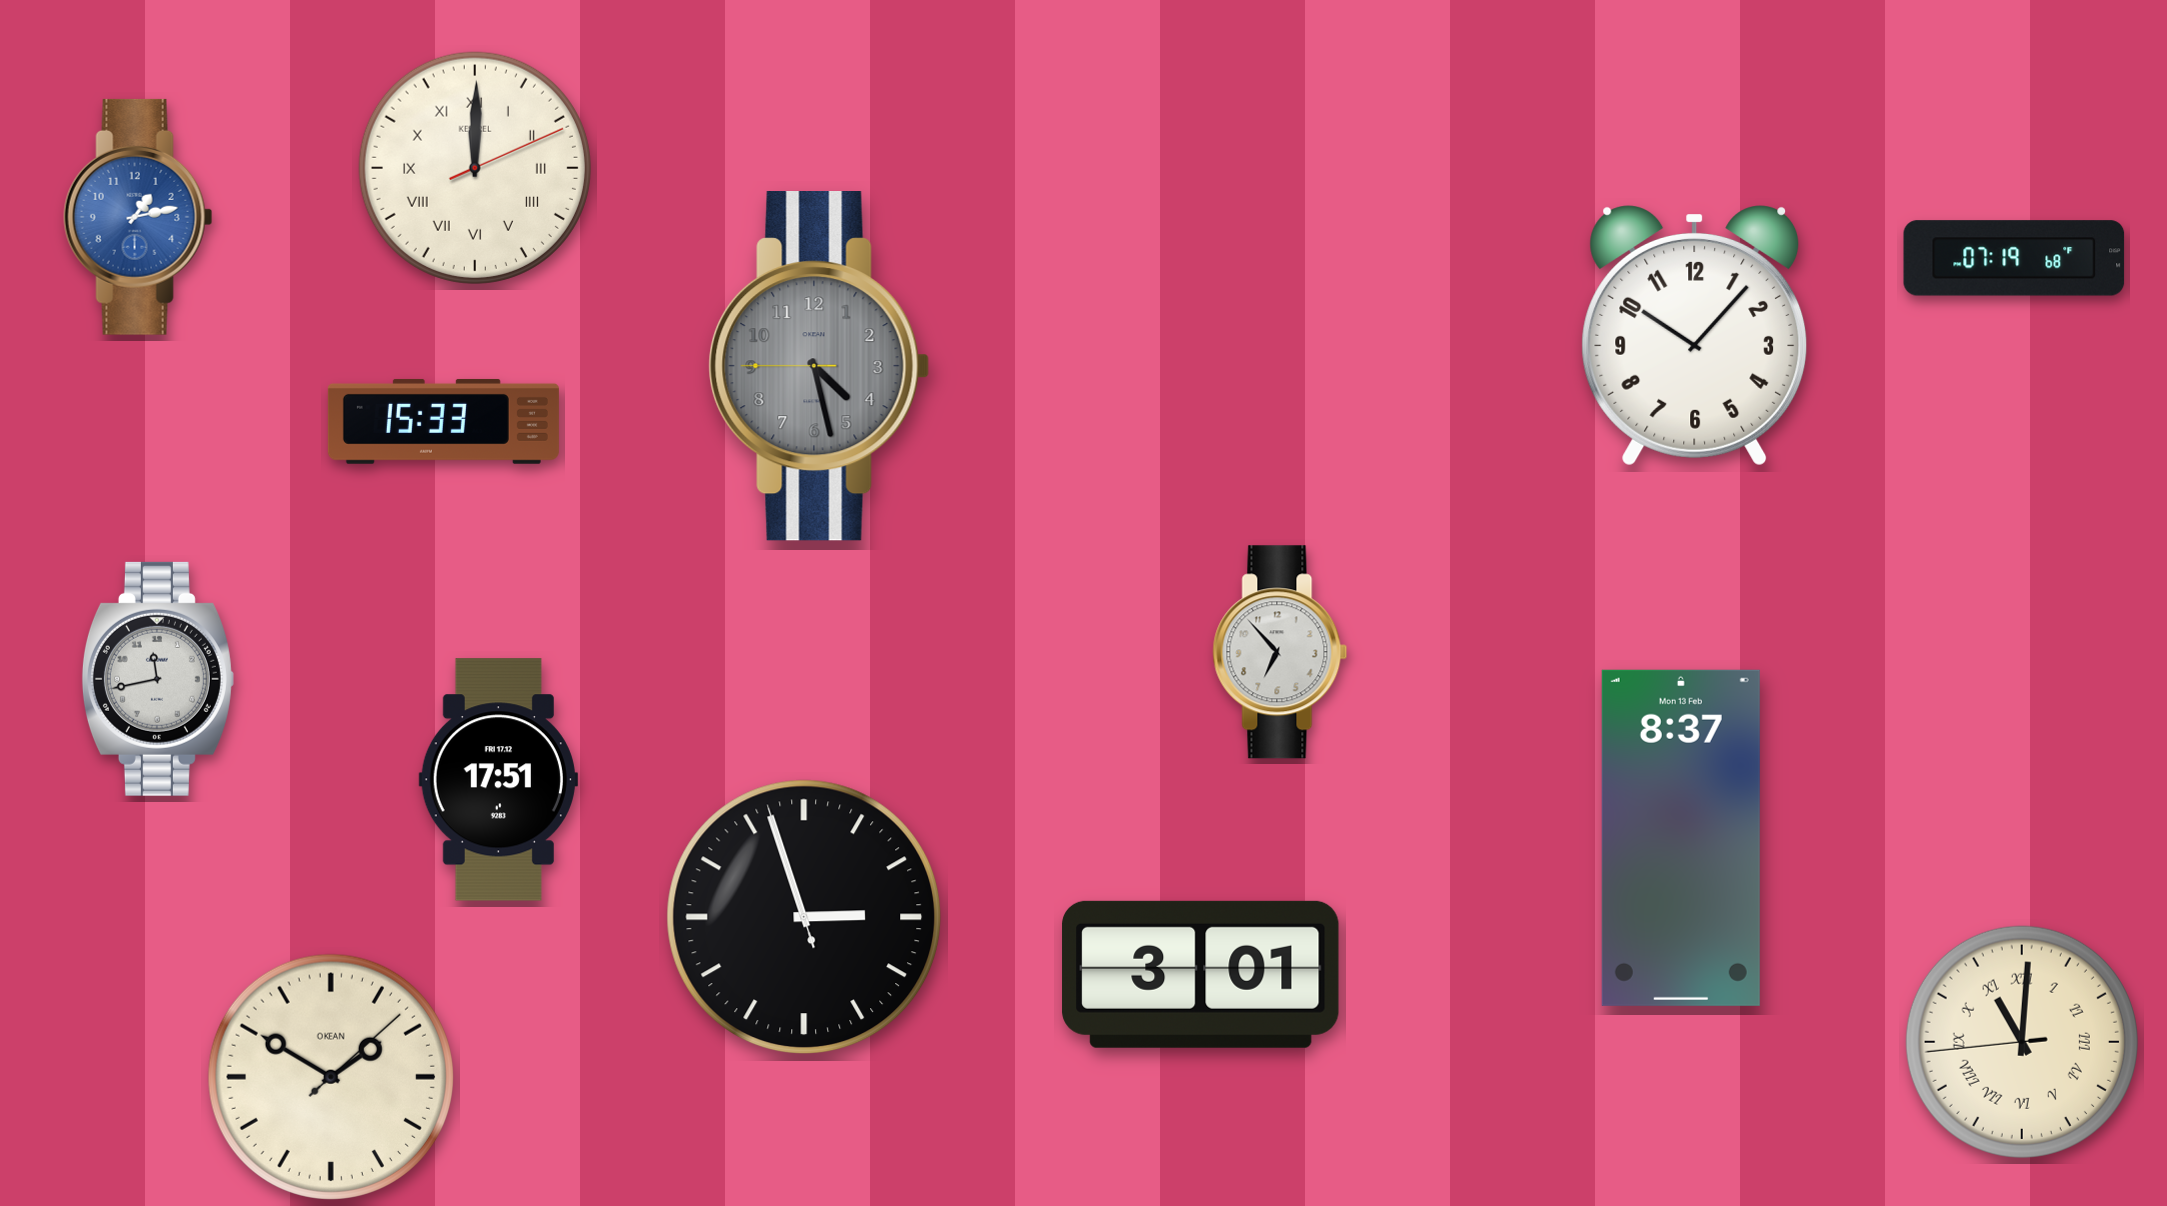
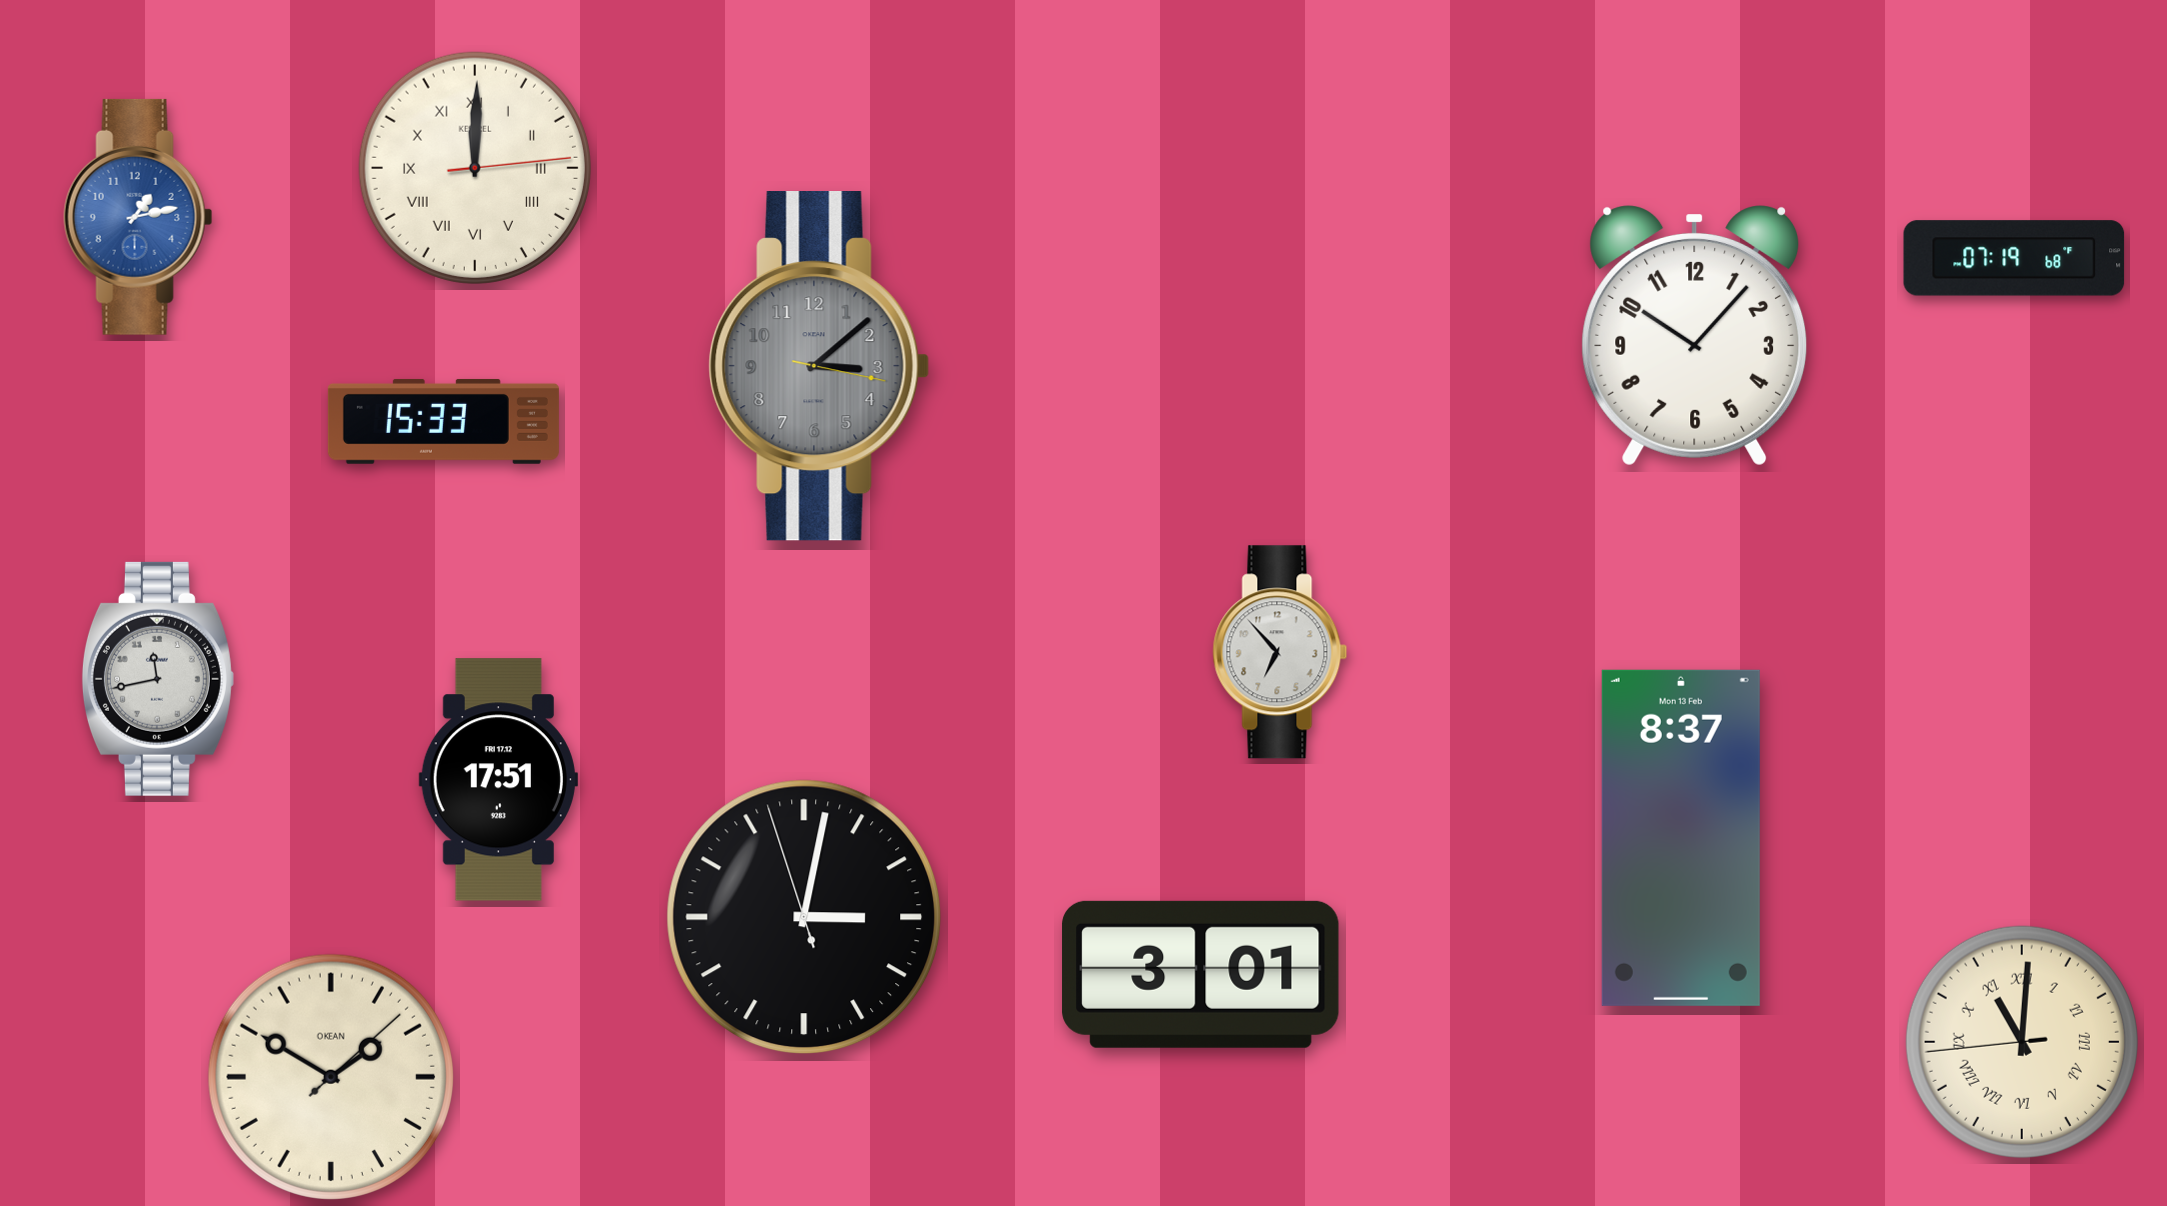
clock at (475, 168): 12:00:11 -> 12:00:14
clock at (819, 367): 4:27 -> 3:08
clock at (804, 917): 2:56 -> 3:01
